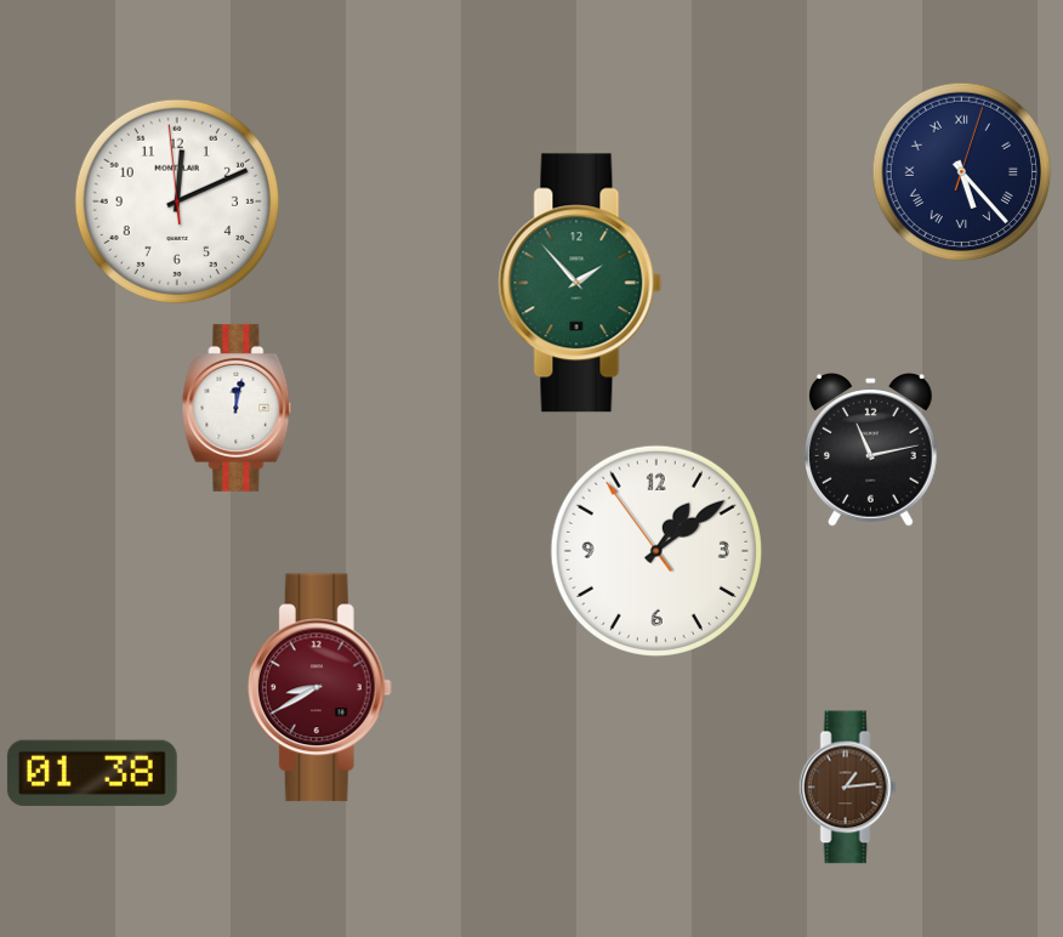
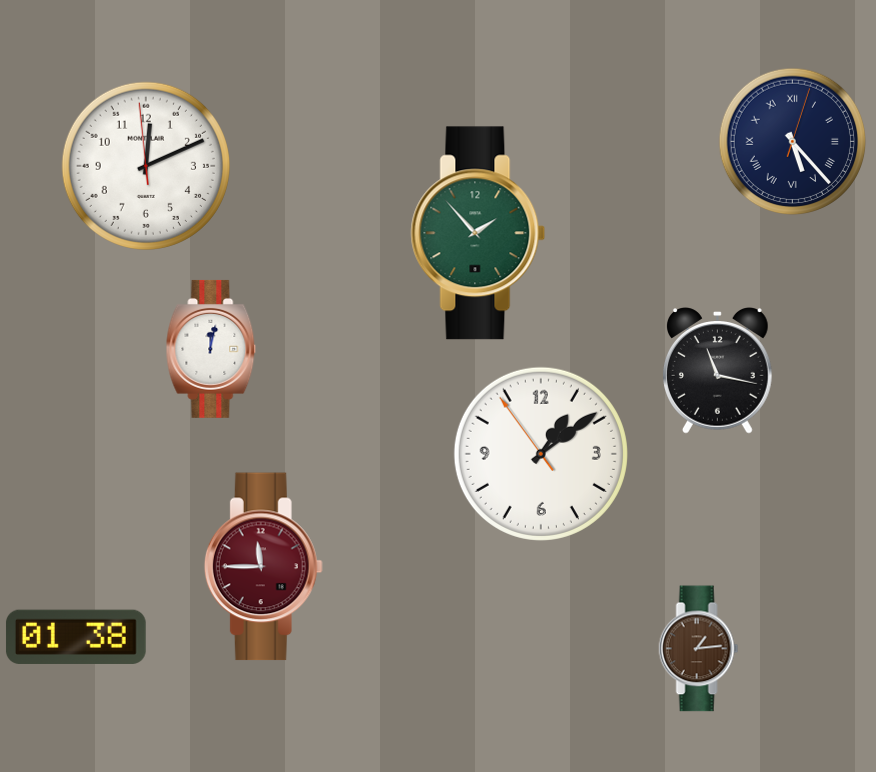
clock at (237, 408) position: (237, 408) -> (211, 349)
clock at (871, 450): 11:13 -> 11:17
clock at (319, 688): 8:40 -> 11:45
